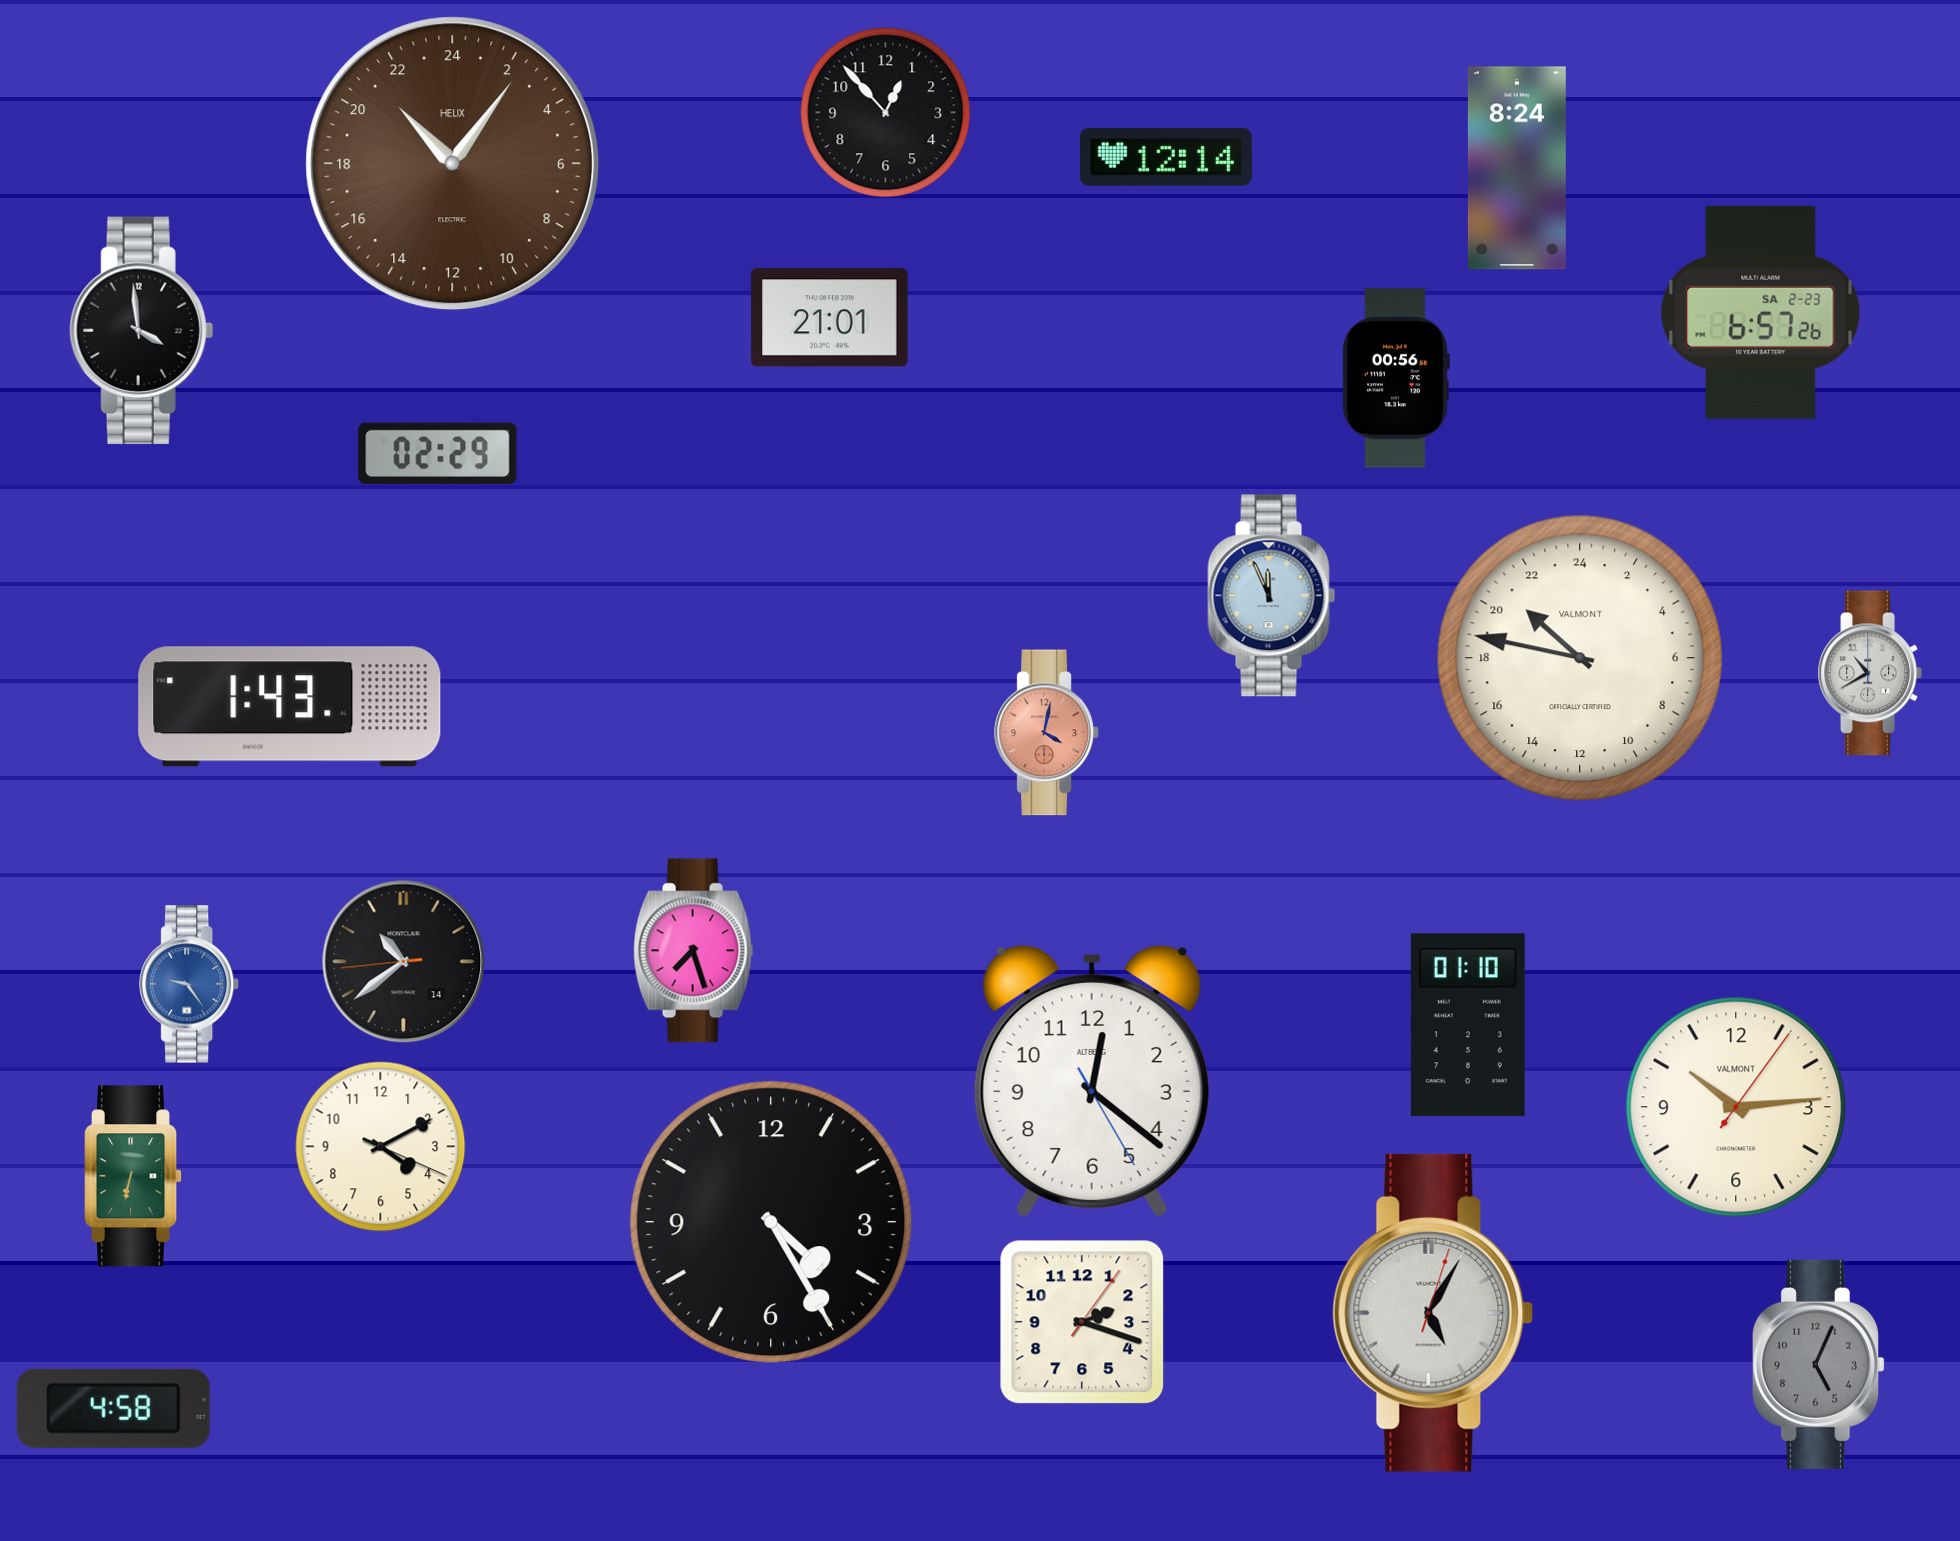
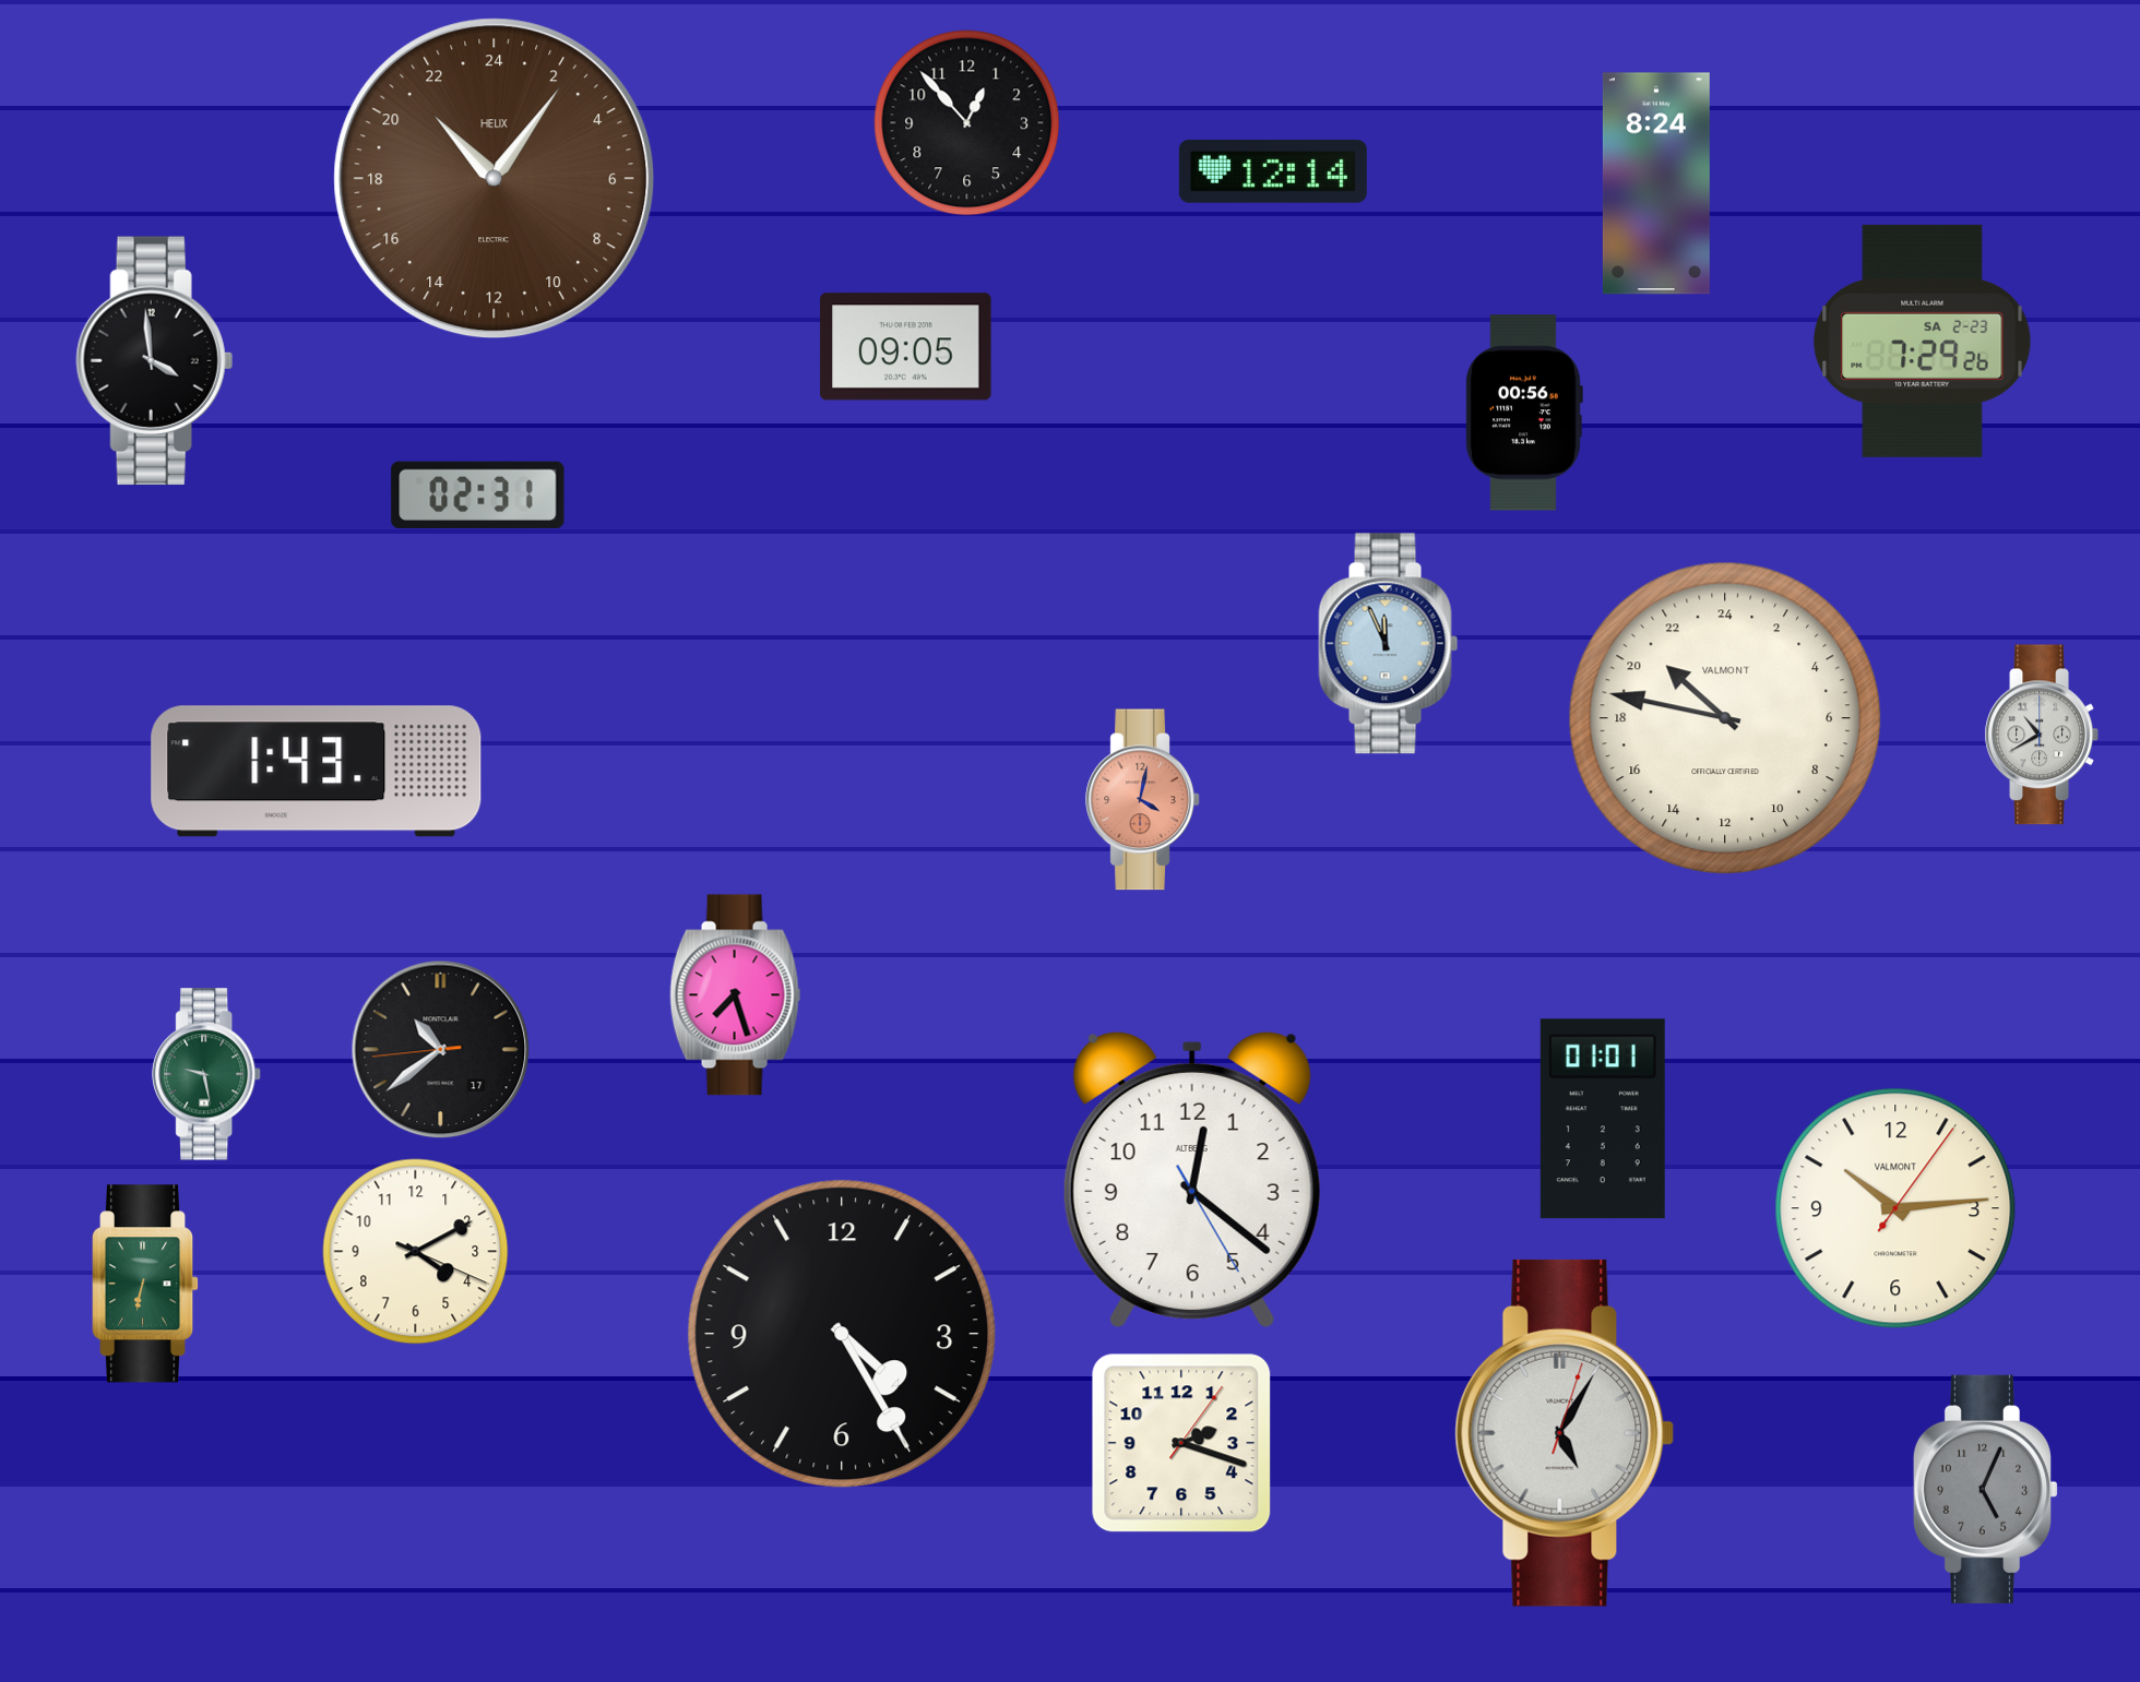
clock at (1761, 312): 6:57 -> 7:29
clock at (830, 318): 21:01 -> 09:05
clock at (438, 453): 02:29 -> 02:31
clock at (1272, 596) position: (1272, 596) -> (1389, 644)
clock at (694, 951) position: (694, 951) -> (736, 995)
clock at (404, 962) date: 14 -> 17
clock at (190, 984): 9:24 -> 9:28
clock at (190, 984) dial: blue -> green
clock at (1468, 1025): 01:10 -> 01:01
clock at (113, 1408): 4:58 -> none
